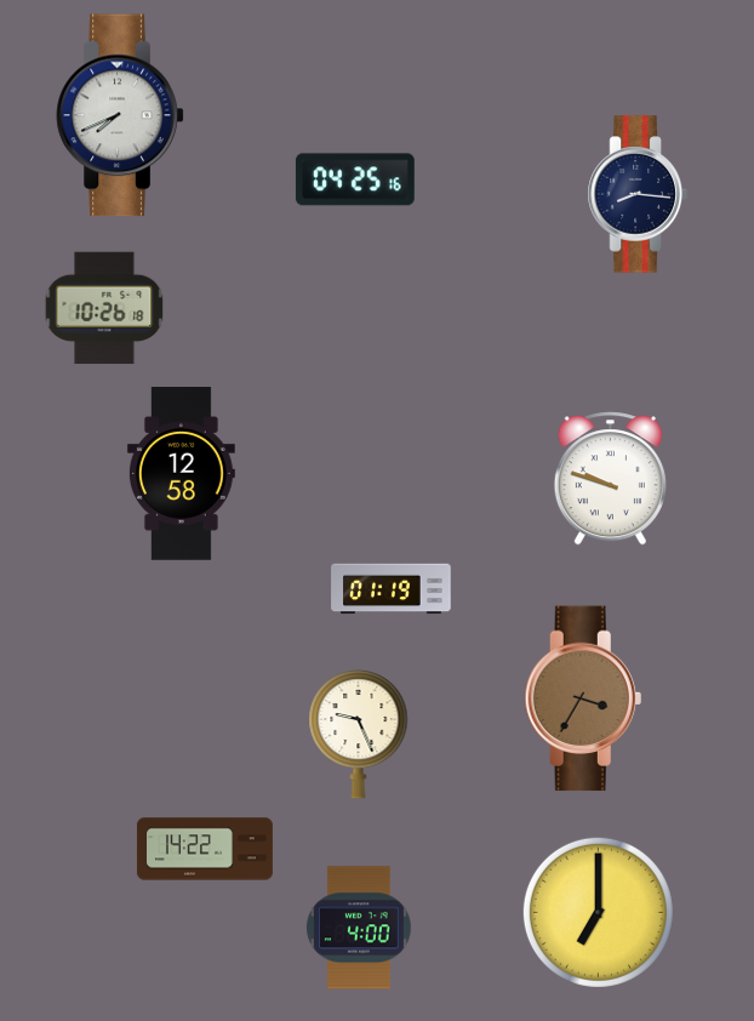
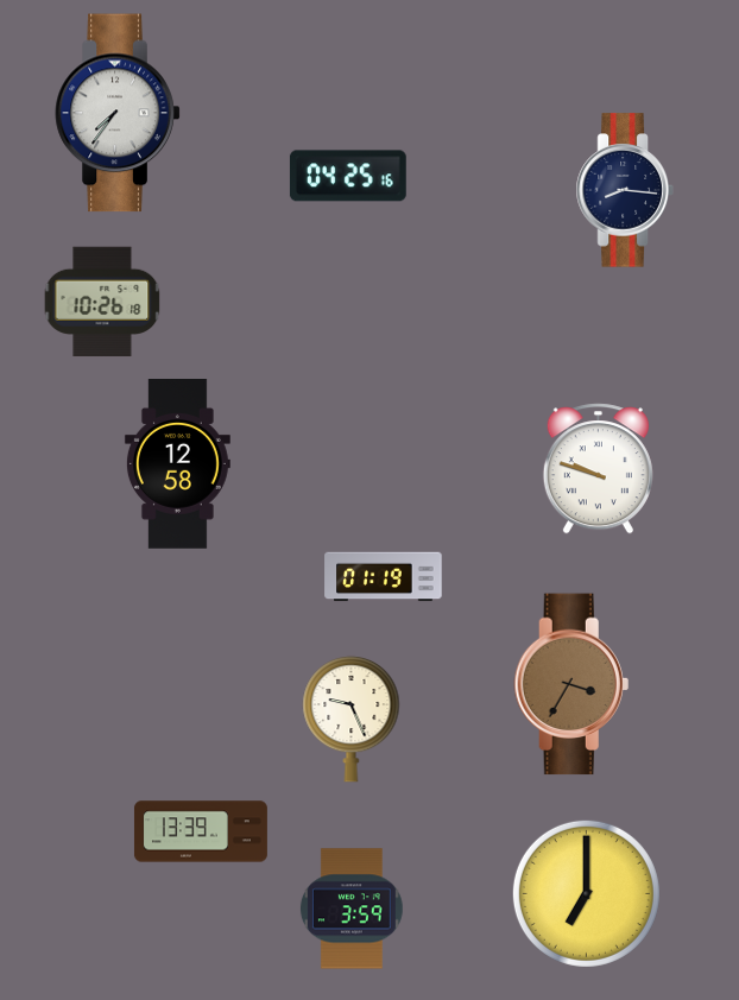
clock at (120, 115): 7:41 -> 7:36
clock at (205, 849): 14:22 -> 13:39
clock at (359, 928): 4:00 -> 3:59
